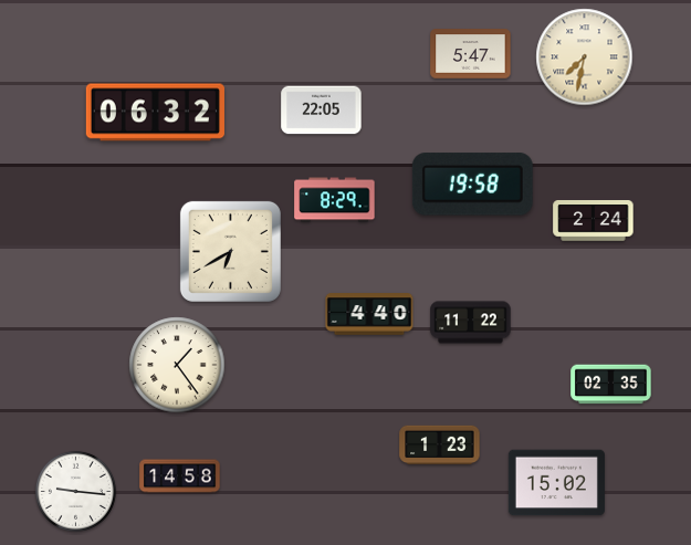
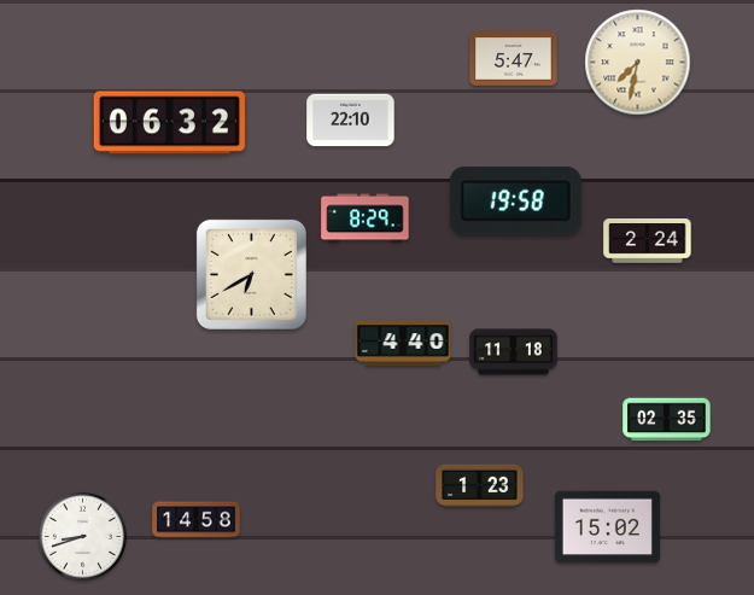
clock at (322, 111): 22:05 -> 22:10
clock at (471, 323): 11:22 -> 11:18
clock at (177, 365): 1:24 -> none
clock at (75, 491): 9:16 -> 8:42
